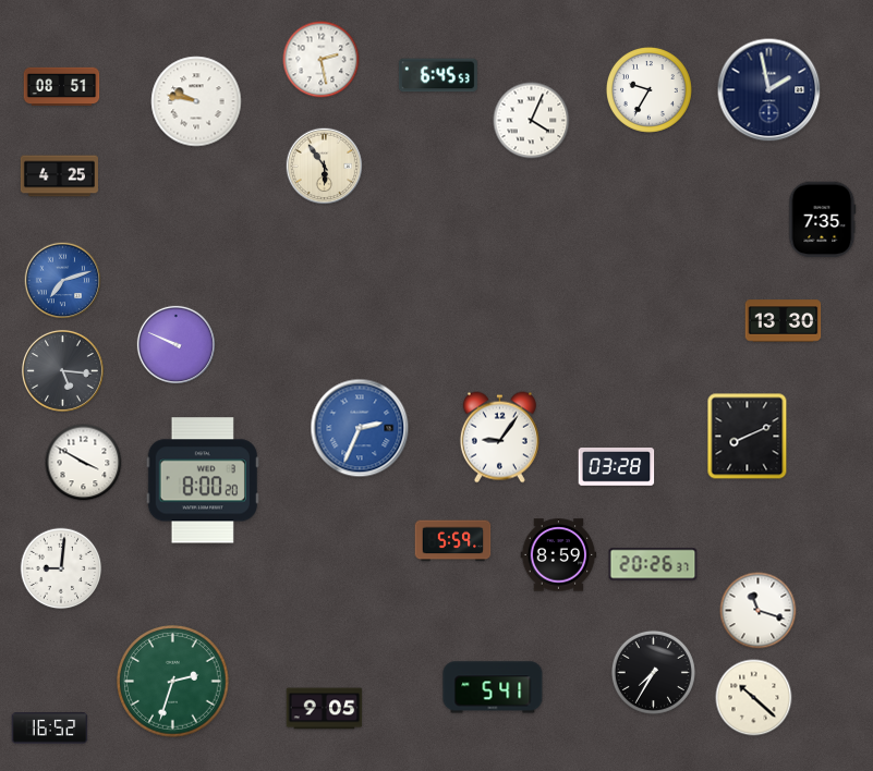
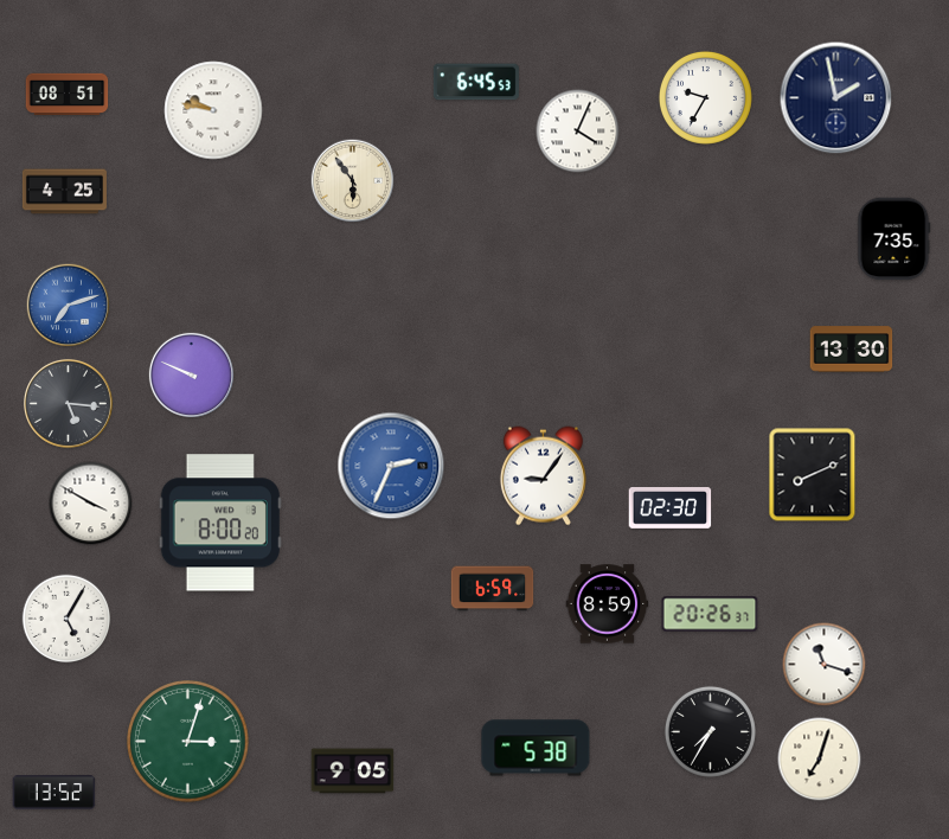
clock at (322, 60): 2:28 -> none
clock at (617, 467): 03:28 -> 02:30
clock at (453, 541): 5:59 -> 6:59
clock at (61, 568): 9:01 -> 5:05
clock at (173, 682): 2:33 -> 3:03
clock at (493, 687): 5:41 -> 5:38
clock at (754, 698): 10:22 -> 7:03
clock at (50, 729): 16:52 -> 13:52
